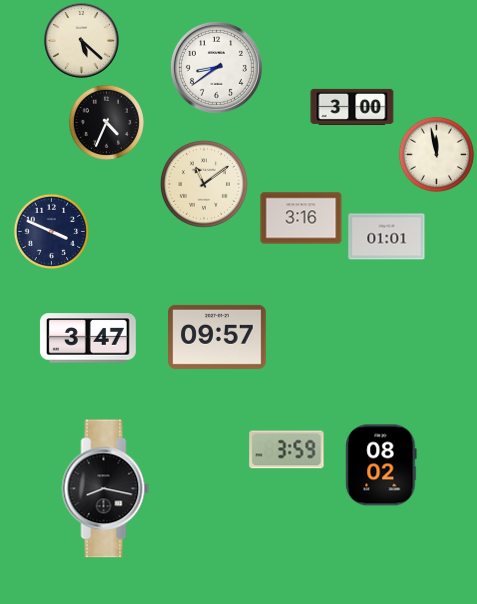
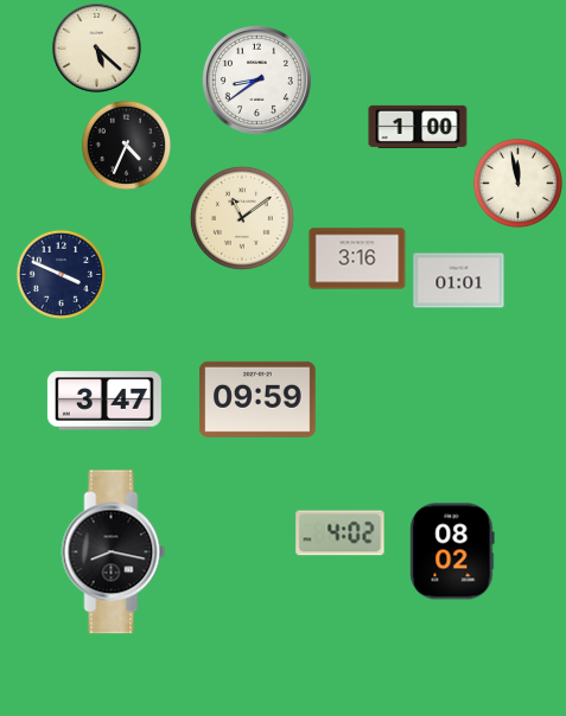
clock at (352, 107): 3:00 -> 1:00
clock at (217, 337): 09:57 -> 09:59
clock at (287, 450): 3:59 -> 4:02
clock at (106, 489) position: (106, 489) -> (114, 552)
